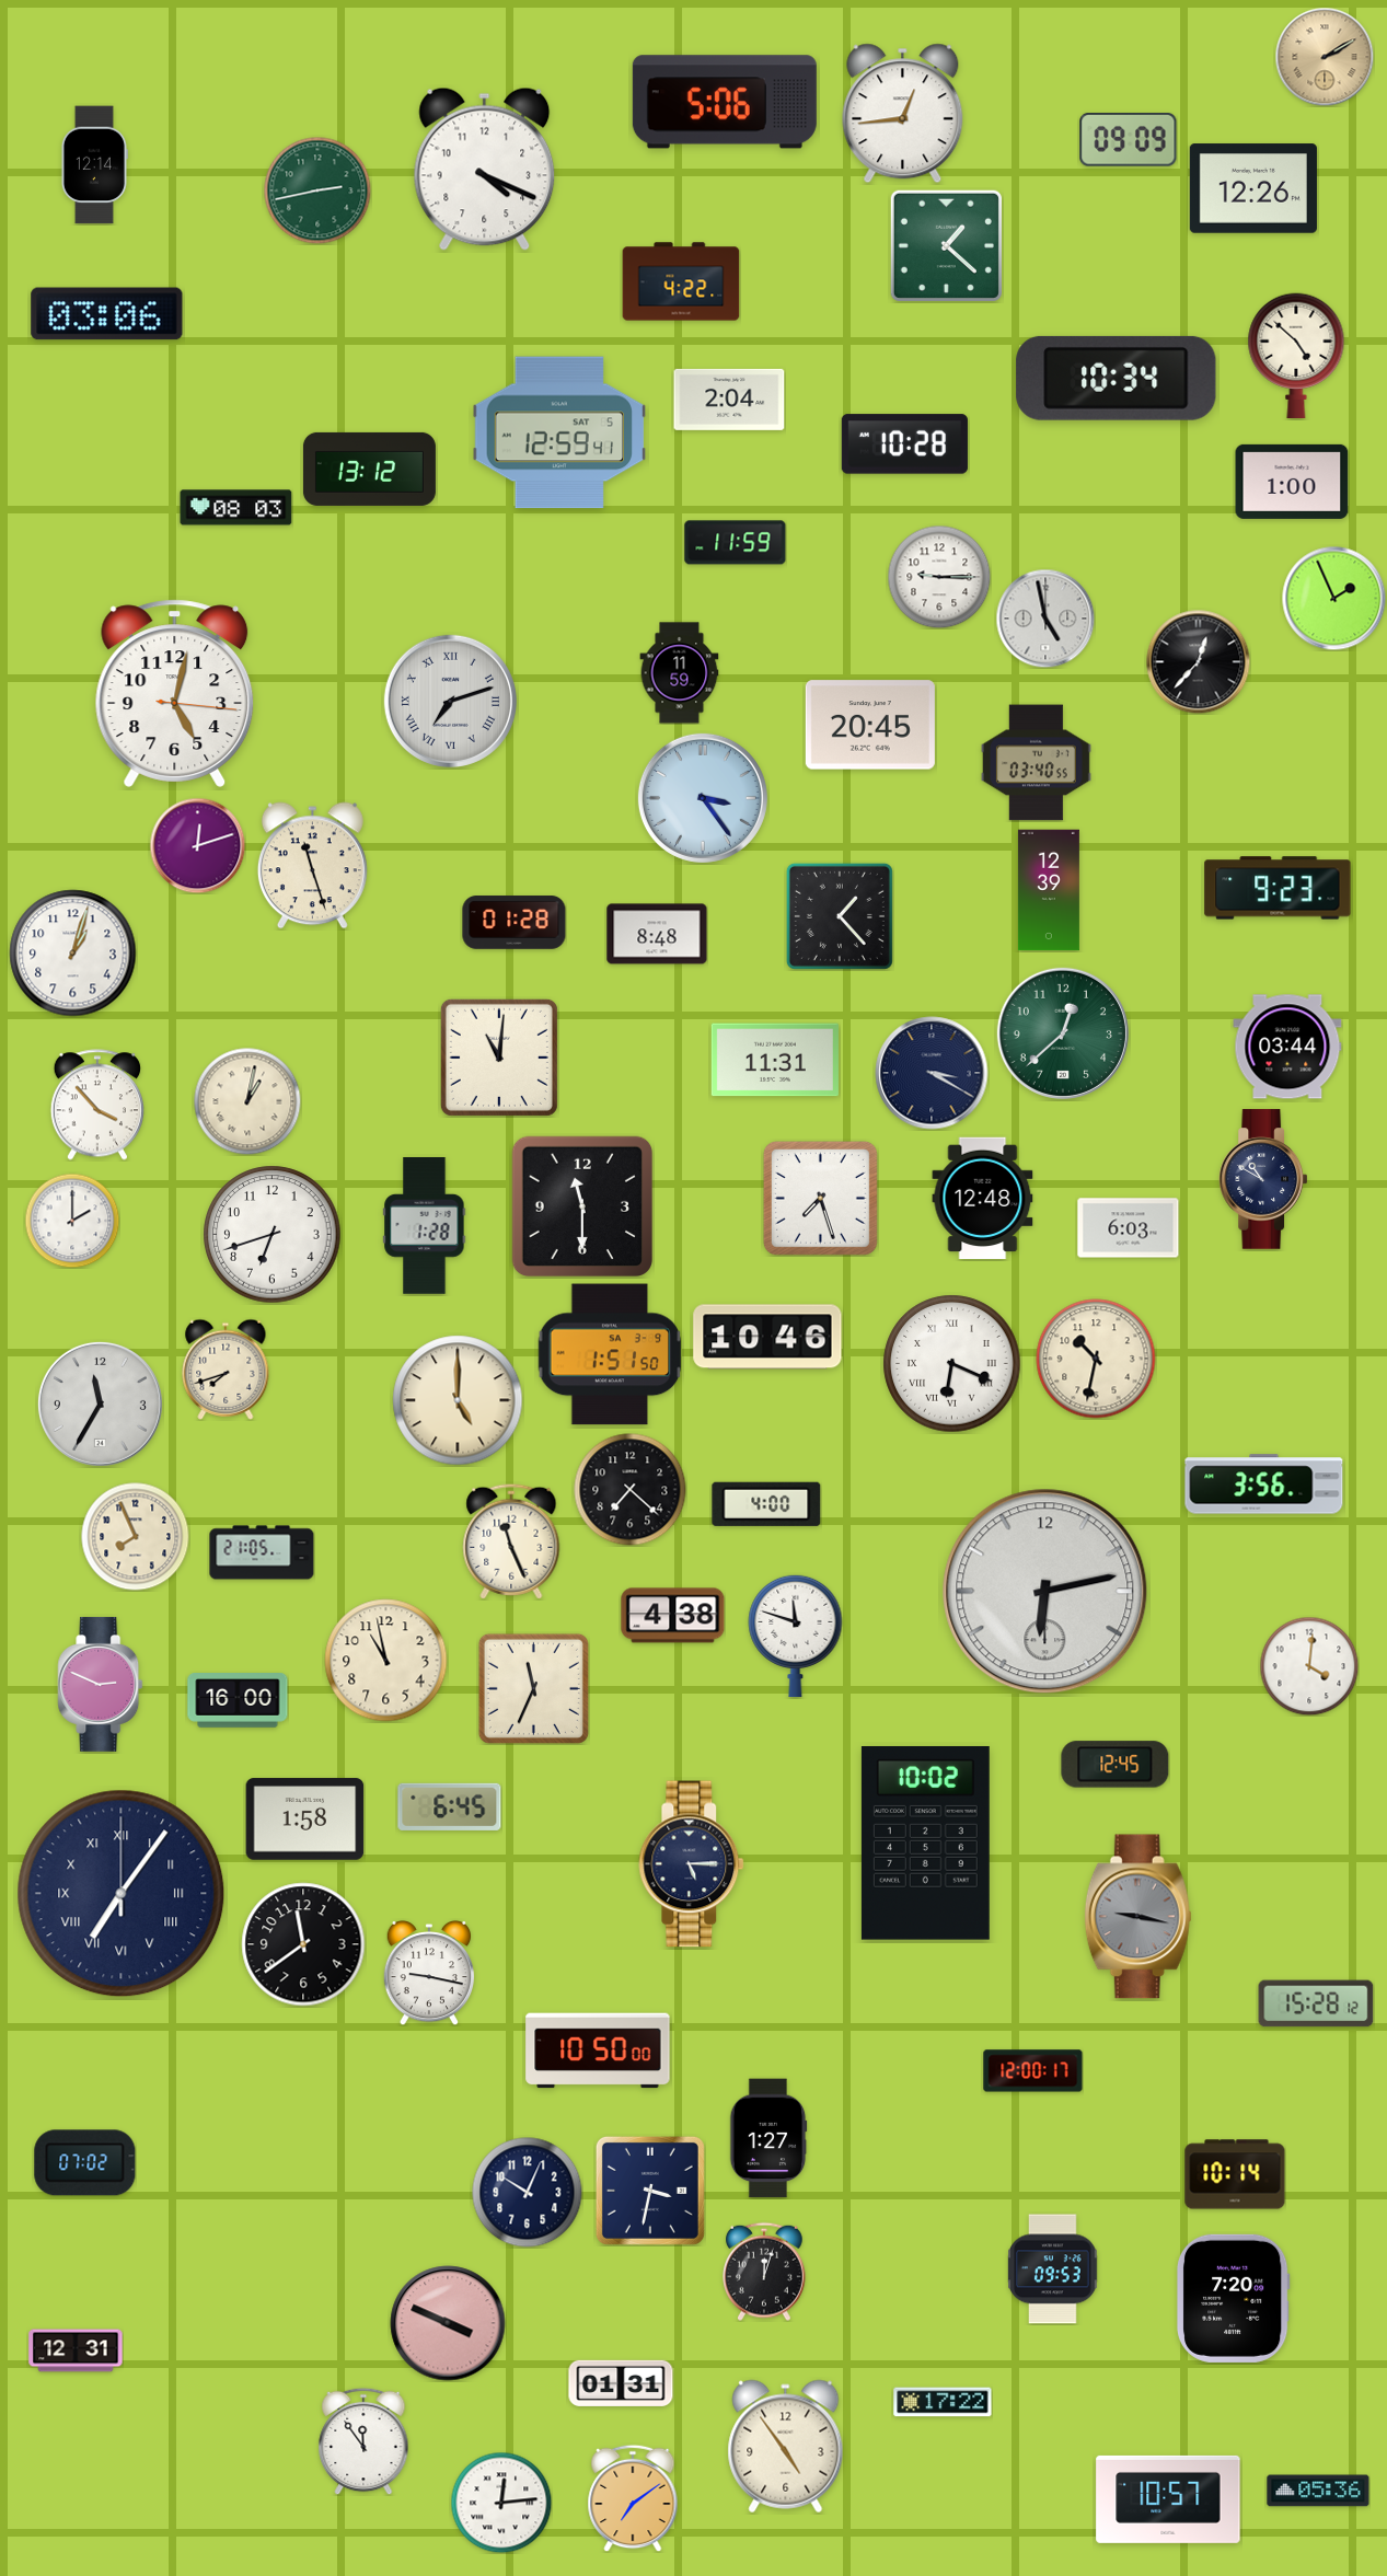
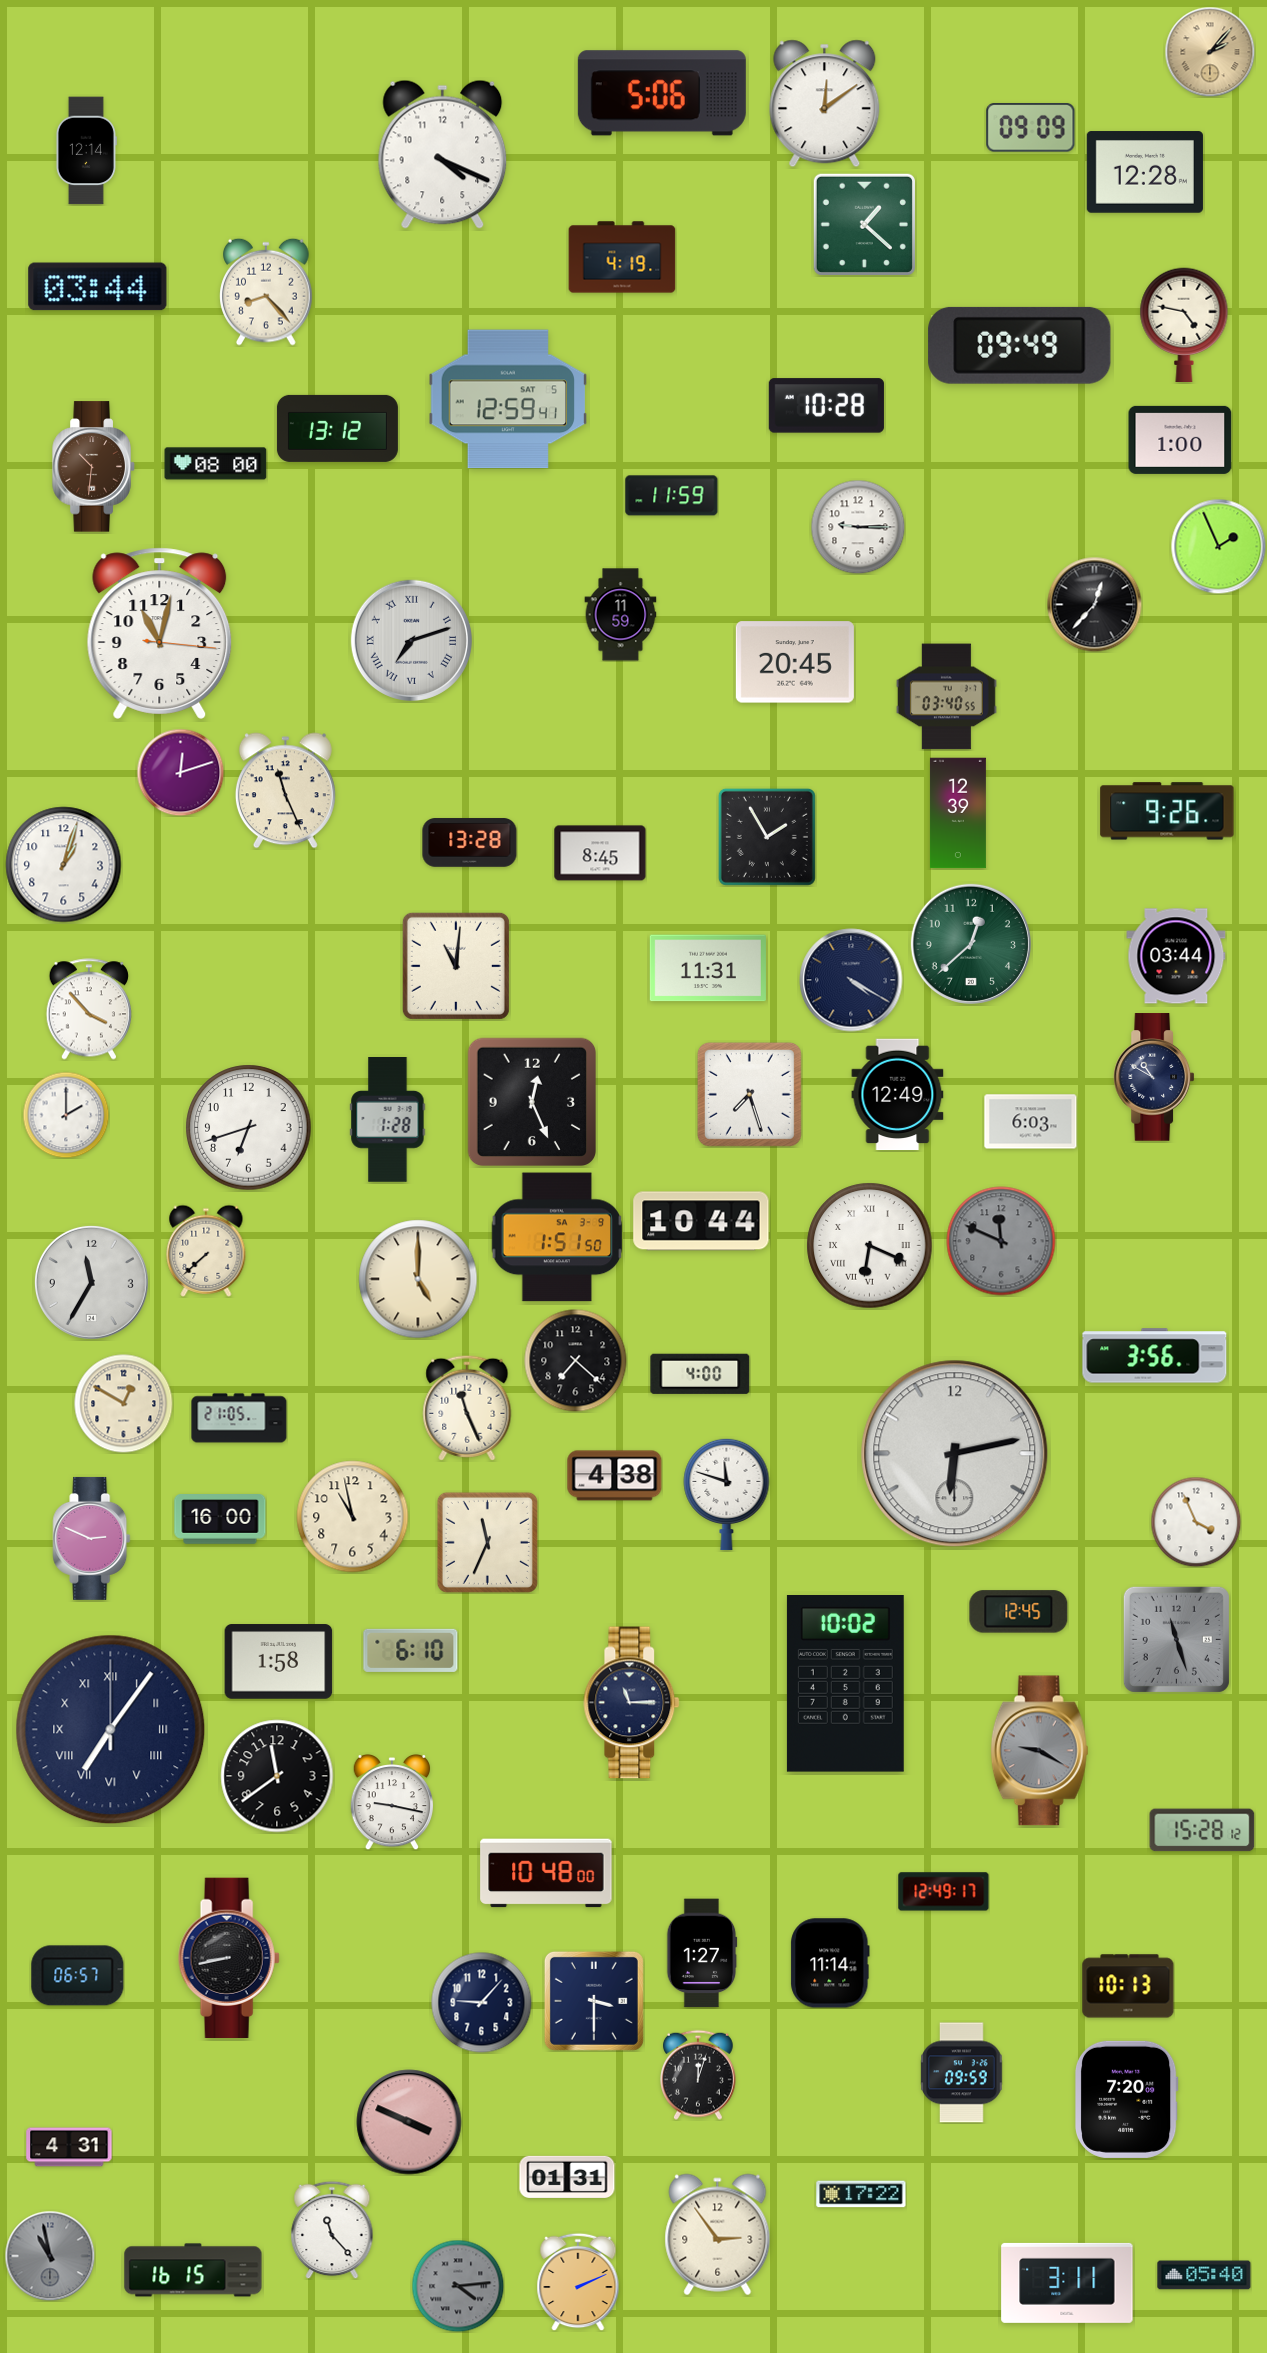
clock at (1325, 57): 2:10 -> 2:07
clock at (903, 114): 12:44 -> 12:09
clock at (1253, 188): 12:26 -> 12:28
clock at (317, 190): 2:43 -> none
clock at (681, 281): 4:22 -> 4:19
clock at (107, 314): 03:06 -> 03:44
clock at (266, 292): none -> 8:23
clock at (1296, 355): 4:52 -> 4:47
clock at (1117, 378): 10:34 -> 09:49
clock at (729, 400): 2:04 -> none
clock at (559, 432) position: (559, 432) -> (508, 399)
clock at (236, 508): 08:03 -> 08:00
clock at (94, 467): none -> 10:31
clock at (1045, 619): 4:58 -> none
clock at (175, 693): 5:02 -> 11:02
clock at (703, 798): 3:24 -> none
clock at (312, 866): 11:27 -> 11:26
clock at (1278, 888): 9:23 -> 9:26
clock at (840, 916): 1:23 -> 1:55
clock at (515, 923): 01:28 -> 13:28
clock at (657, 934): 8:48 -> 8:45
clock at (73, 954) position: (73, 954) -> (64, 865)
clock at (932, 1073): 3:20 -> 4:20
clock at (247, 1101): 1:02 -> none
clock at (983, 1199): 12:48 -> 12:49
clock at (581, 1205): 11:30 -> 12:26
clock at (767, 1337): 10:46 -> 10:44
clock at (1096, 1359): 10:32 -> 11:49
clock at (1096, 1359) dial: cream -> grey
clock at (226, 1370): 7:42 -> 7:38
clock at (136, 1537): 7:56 -> 12:50
clock at (1309, 1666): 4:01 -> 3:56
clock at (238, 1701) position: (238, 1701) -> (220, 1520)
clock at (1176, 1639): none -> 11:27
clock at (450, 1806): 6:45 -> 6:10
clock at (692, 1864): 5:15 -> 11:15
clock at (1137, 1917): 9:17 -> 9:20
clock at (598, 2051): 10:50 -> 10:48
clock at (1033, 2071): 12:00 -> 12:49
clock at (229, 1957): none -> 8:43
clock at (830, 1963): none -> 11:14
clock at (85, 2163): 07:02 -> 06:57
clock at (1235, 2174): 10:14 -> 10:13
clock at (650, 2191): 3:32 -> 3:30
clock at (528, 2193): 10:04 -> 9:07
clock at (1053, 2269): 09:53 -> 09:59
clock at (76, 2350): 12:31 -> 4:31
clock at (363, 2441): 11:54 -> 11:23
clock at (786, 2447): 4:54 -> 2:54
clock at (50, 2256): none -> 10:58
clock at (193, 2270): none -> 16:15
clock at (1318, 2491): 05:36 -> 05:40
clock at (633, 2498): 7:09 -> 2:11
clock at (1168, 2499): 10:57 -> 3:11
clock at (501, 2503): 12:14 -> 4:14
clock at (501, 2503) dial: white -> grey
